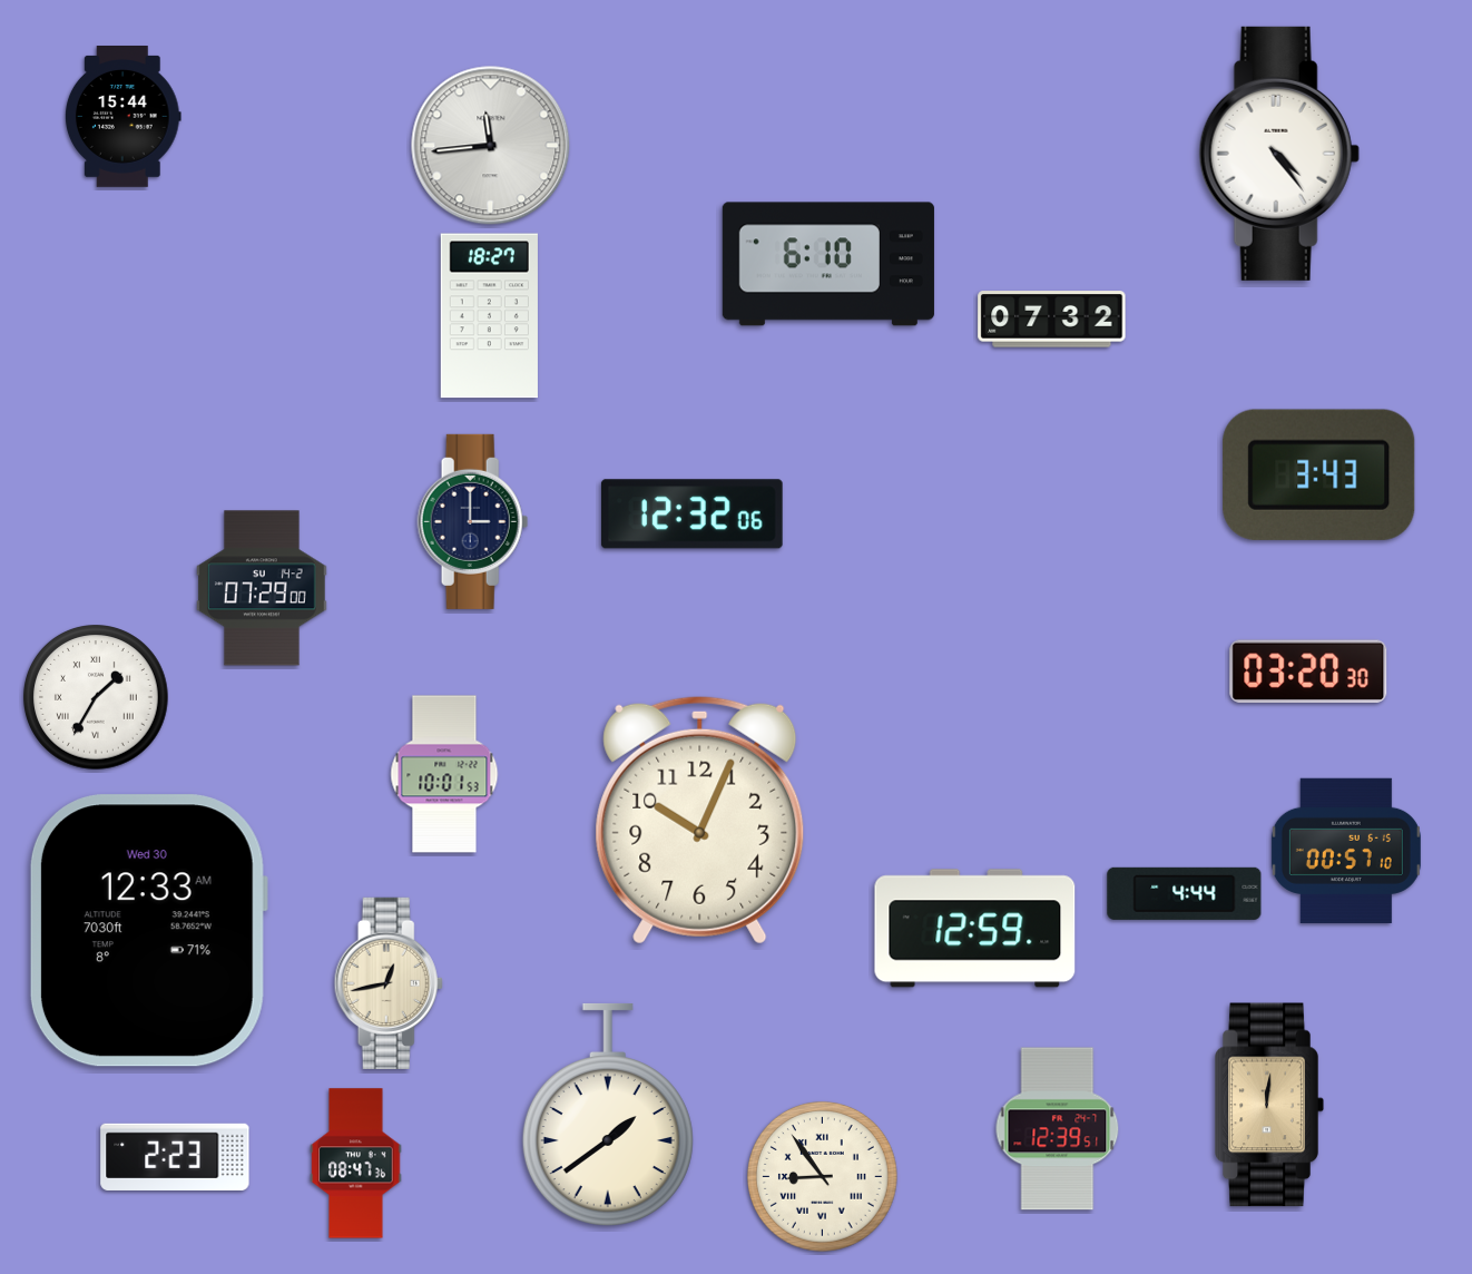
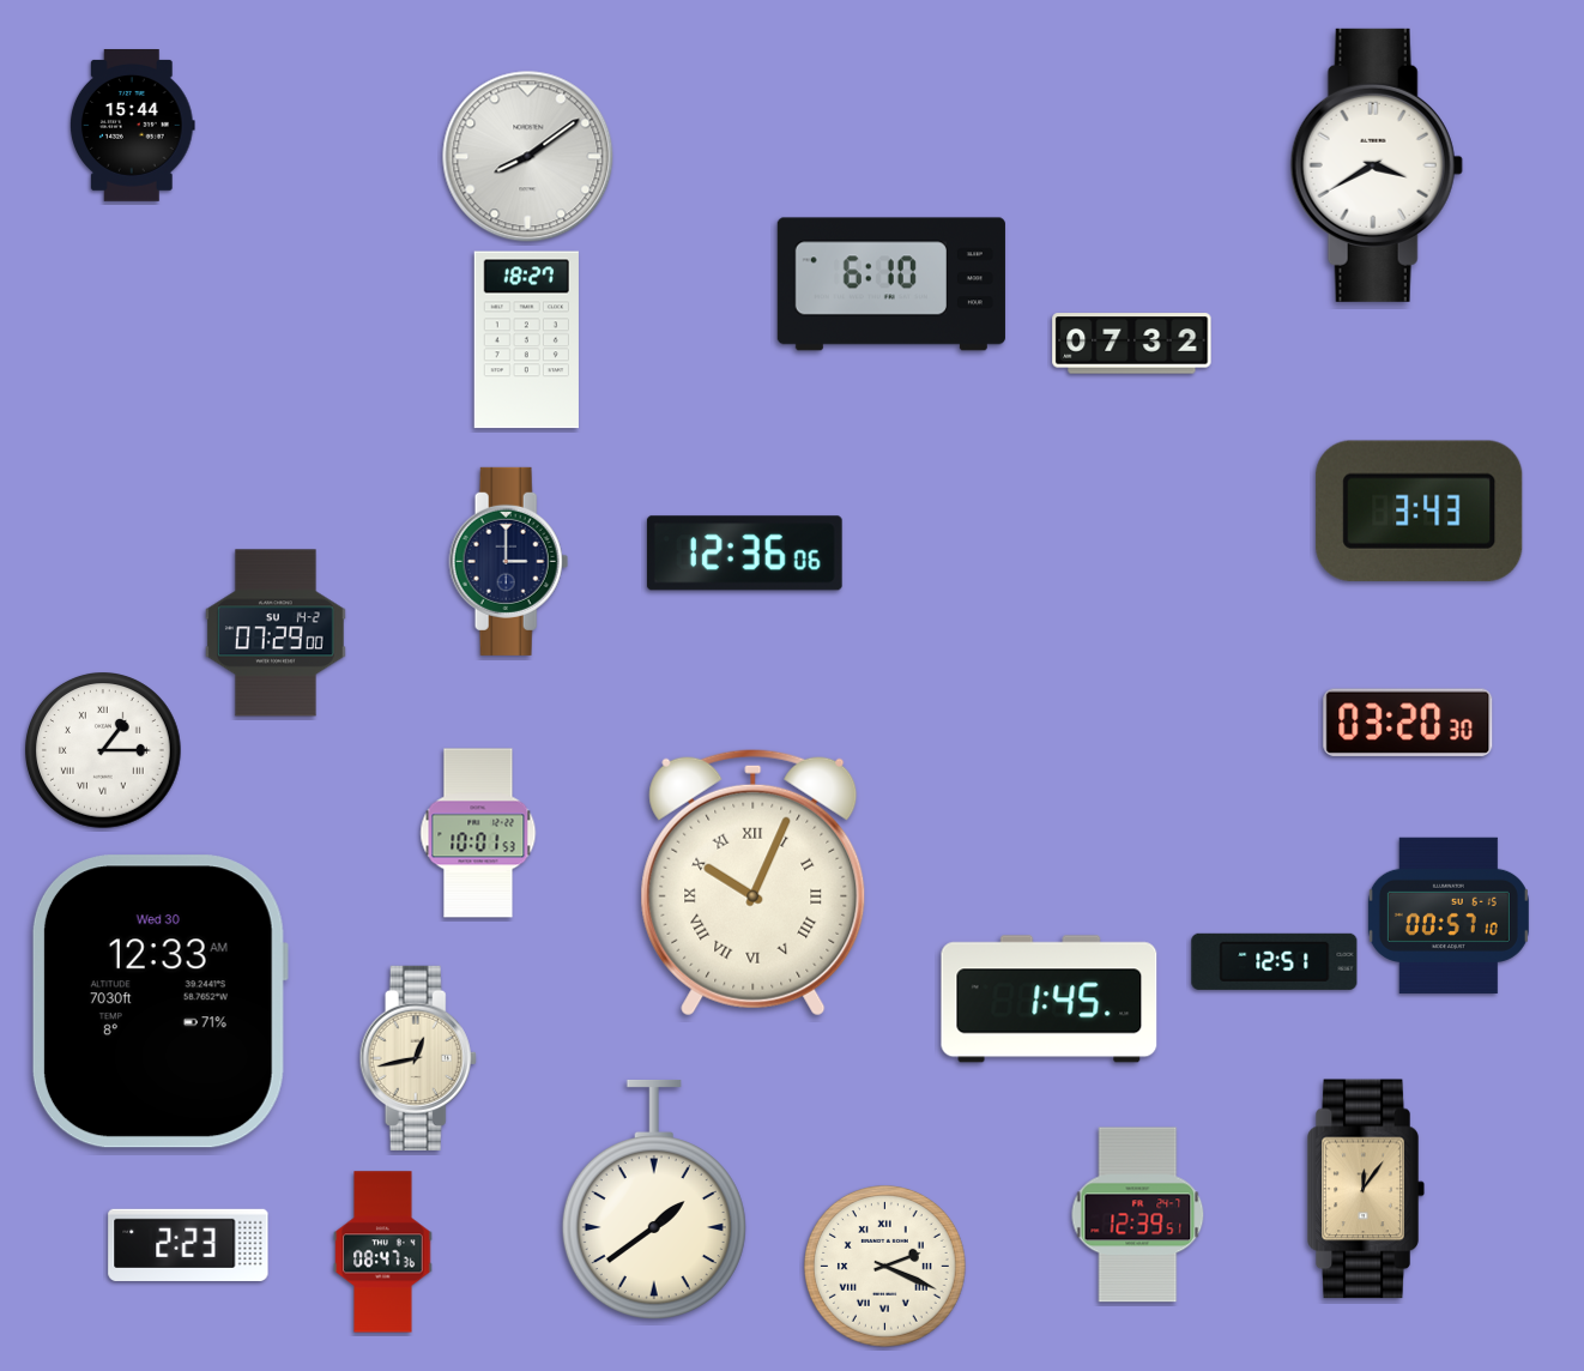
clock at (491, 146): 11:44 -> 8:09
clock at (1279, 154): 4:24 -> 3:40
clock at (691, 514): 12:32 -> 12:36
clock at (263, 588) position: (263, 588) -> (277, 633)
clock at (97, 698): 1:35 -> 1:15
clock at (700, 820) numerals: Arabic -> Roman
clock at (1185, 893): 4:44 -> 12:51
clock at (975, 929): 12:59 -> 1:45
clock at (1269, 1105): 12:01 -> 12:06
clock at (823, 1177): 8:54 -> 2:19
